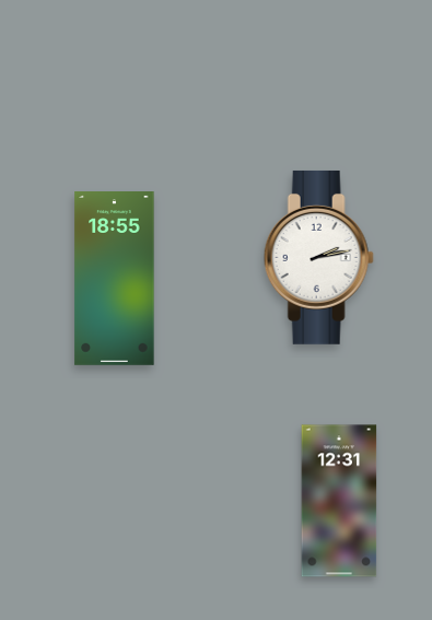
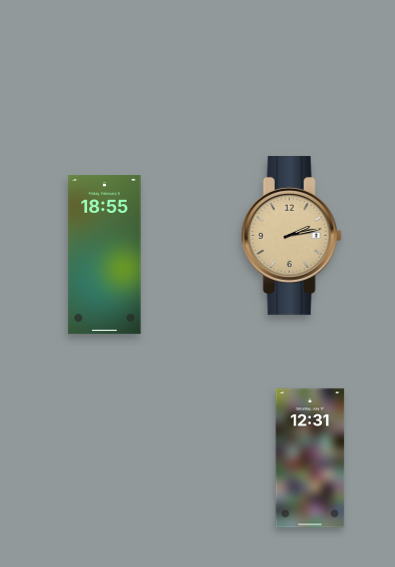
clock at (318, 257) dial: white -> champagne
